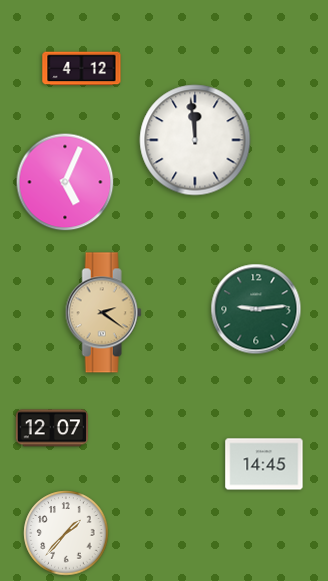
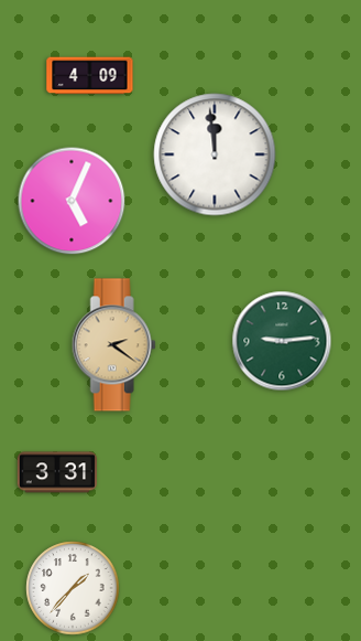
clock at (82, 69): 4:12 -> 4:09
clock at (51, 428): 12:07 -> 3:31
clock at (264, 464): 14:45 -> none
